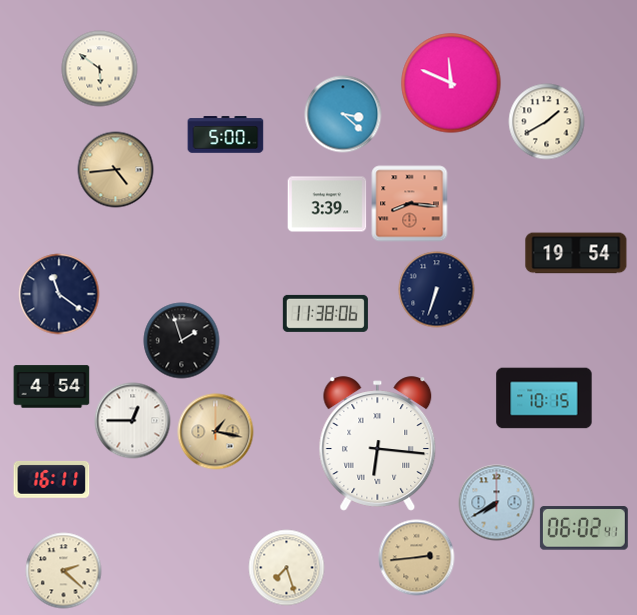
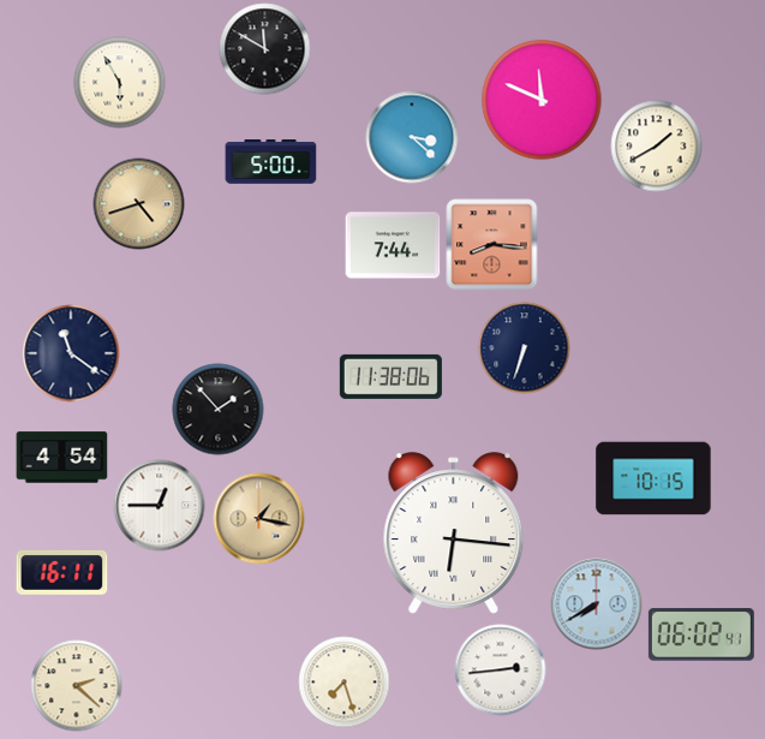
clock at (265, 49): none -> 11:50
clock at (100, 69): 5:51 -> 5:55
clock at (116, 170): 4:44 -> 4:42
clock at (327, 204): 3:39 -> 7:44
clock at (576, 253): 19:54 -> none
clock at (182, 341): 1:57 -> 1:53
clock at (52, 387) position: (52, 387) -> (62, 458)
clock at (52, 479) position: (52, 479) -> (62, 572)
clock at (417, 558) dial: champagne -> white
